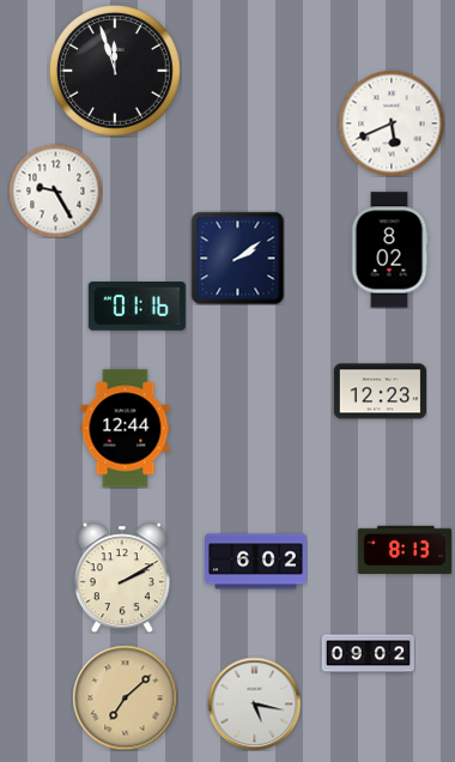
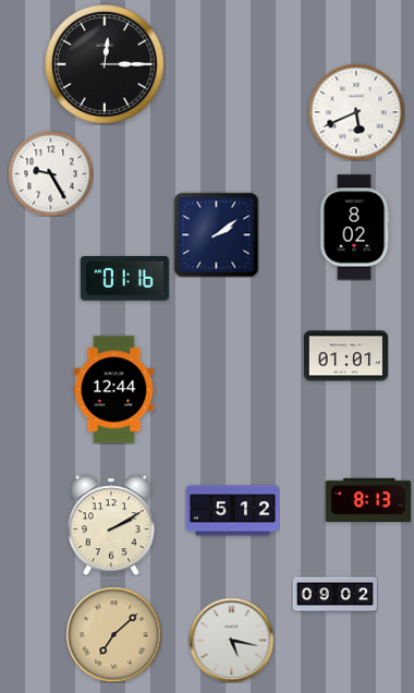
clock at (116, 72): 11:57 -> 12:15
clock at (380, 392): 12:23 -> 01:01
clock at (256, 562): 6:02 -> 5:12
